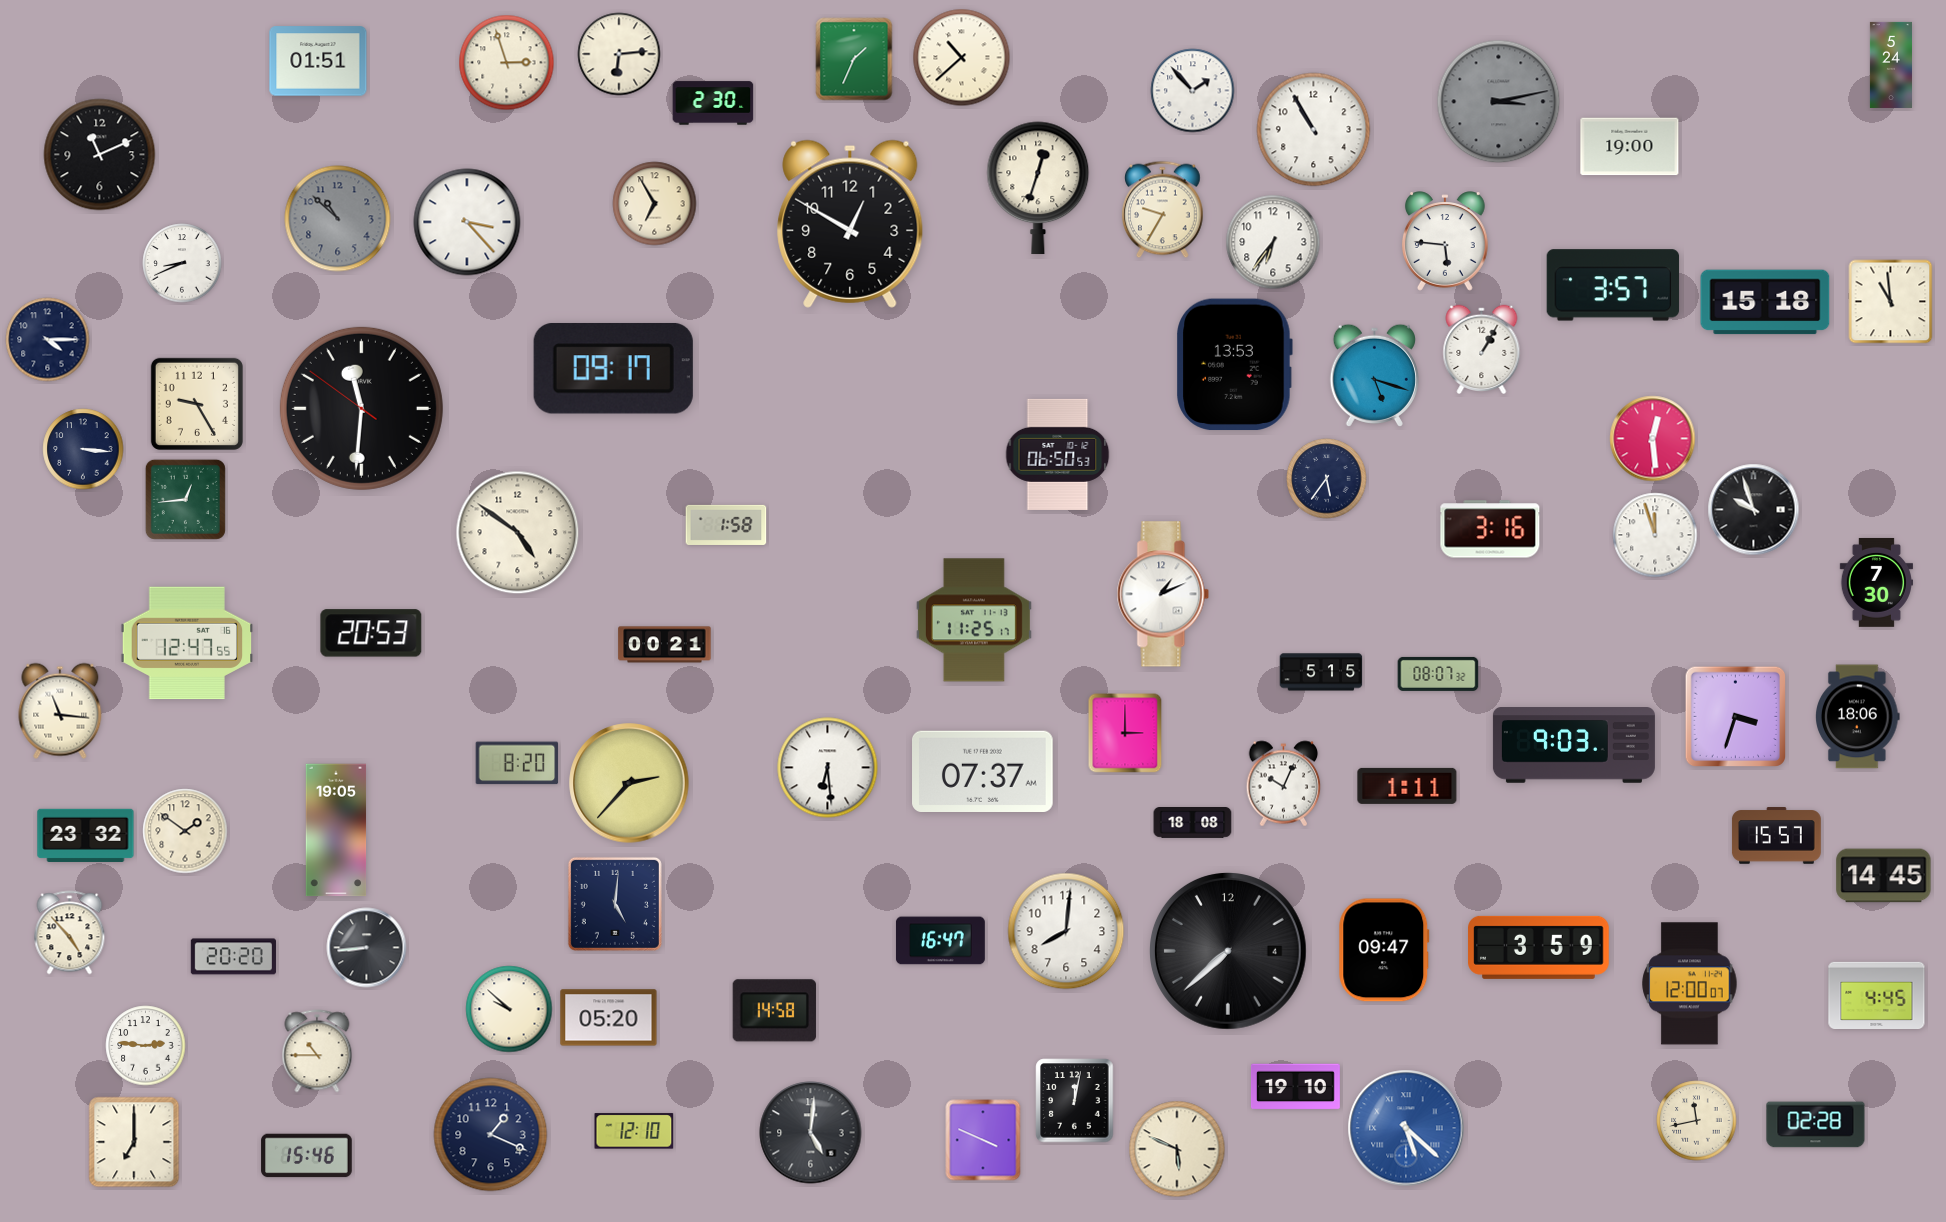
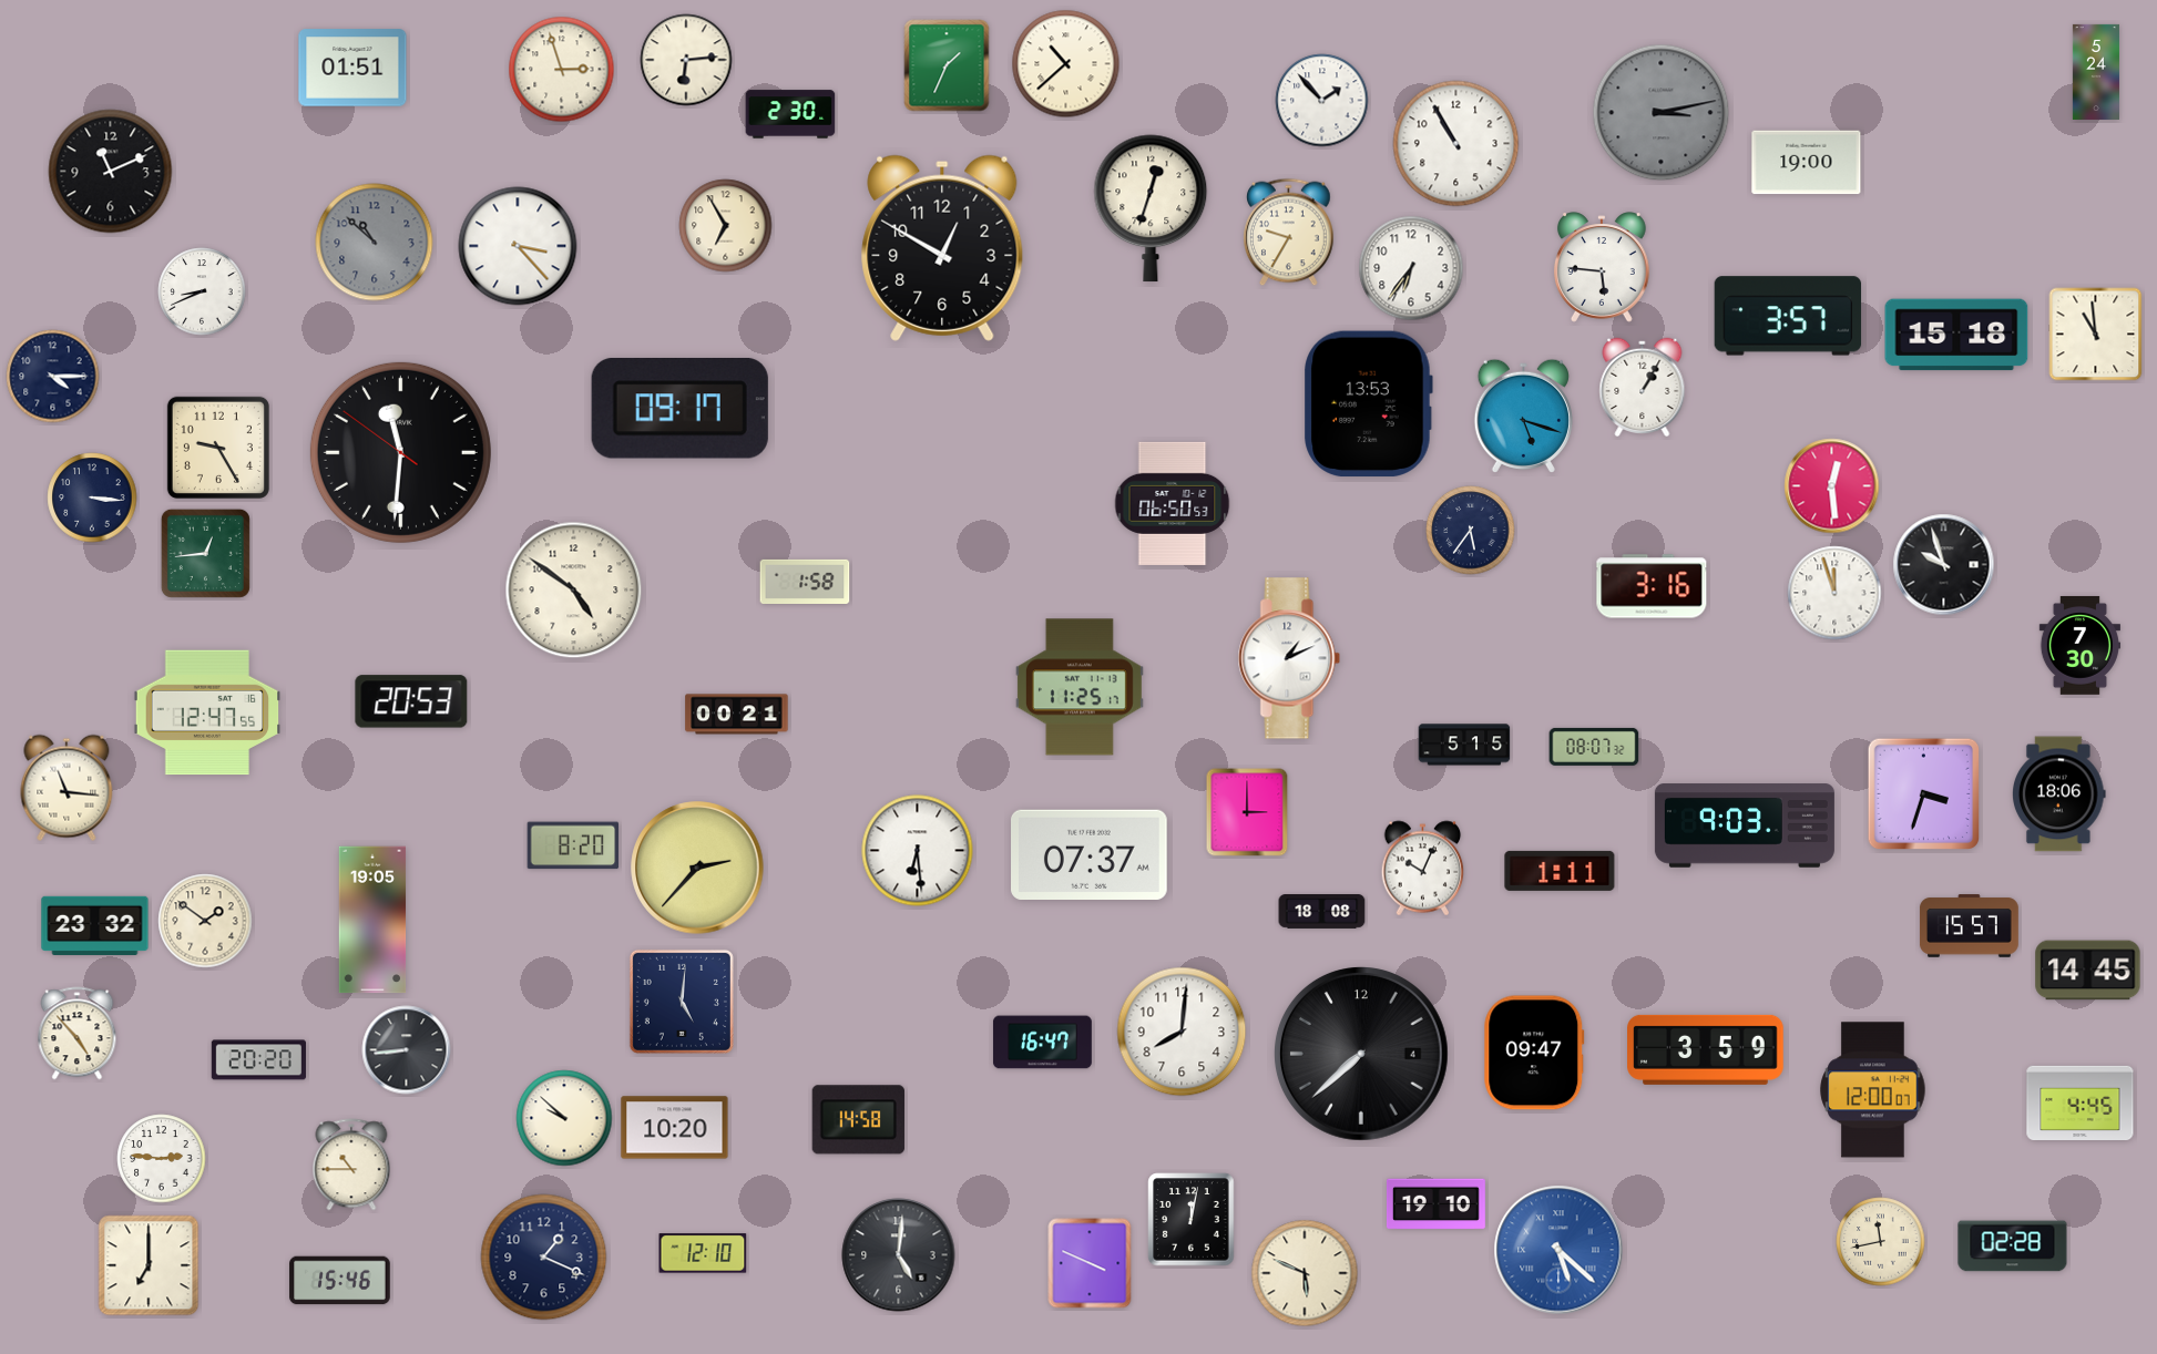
clock at (609, 1018): 05:20 -> 10:20
